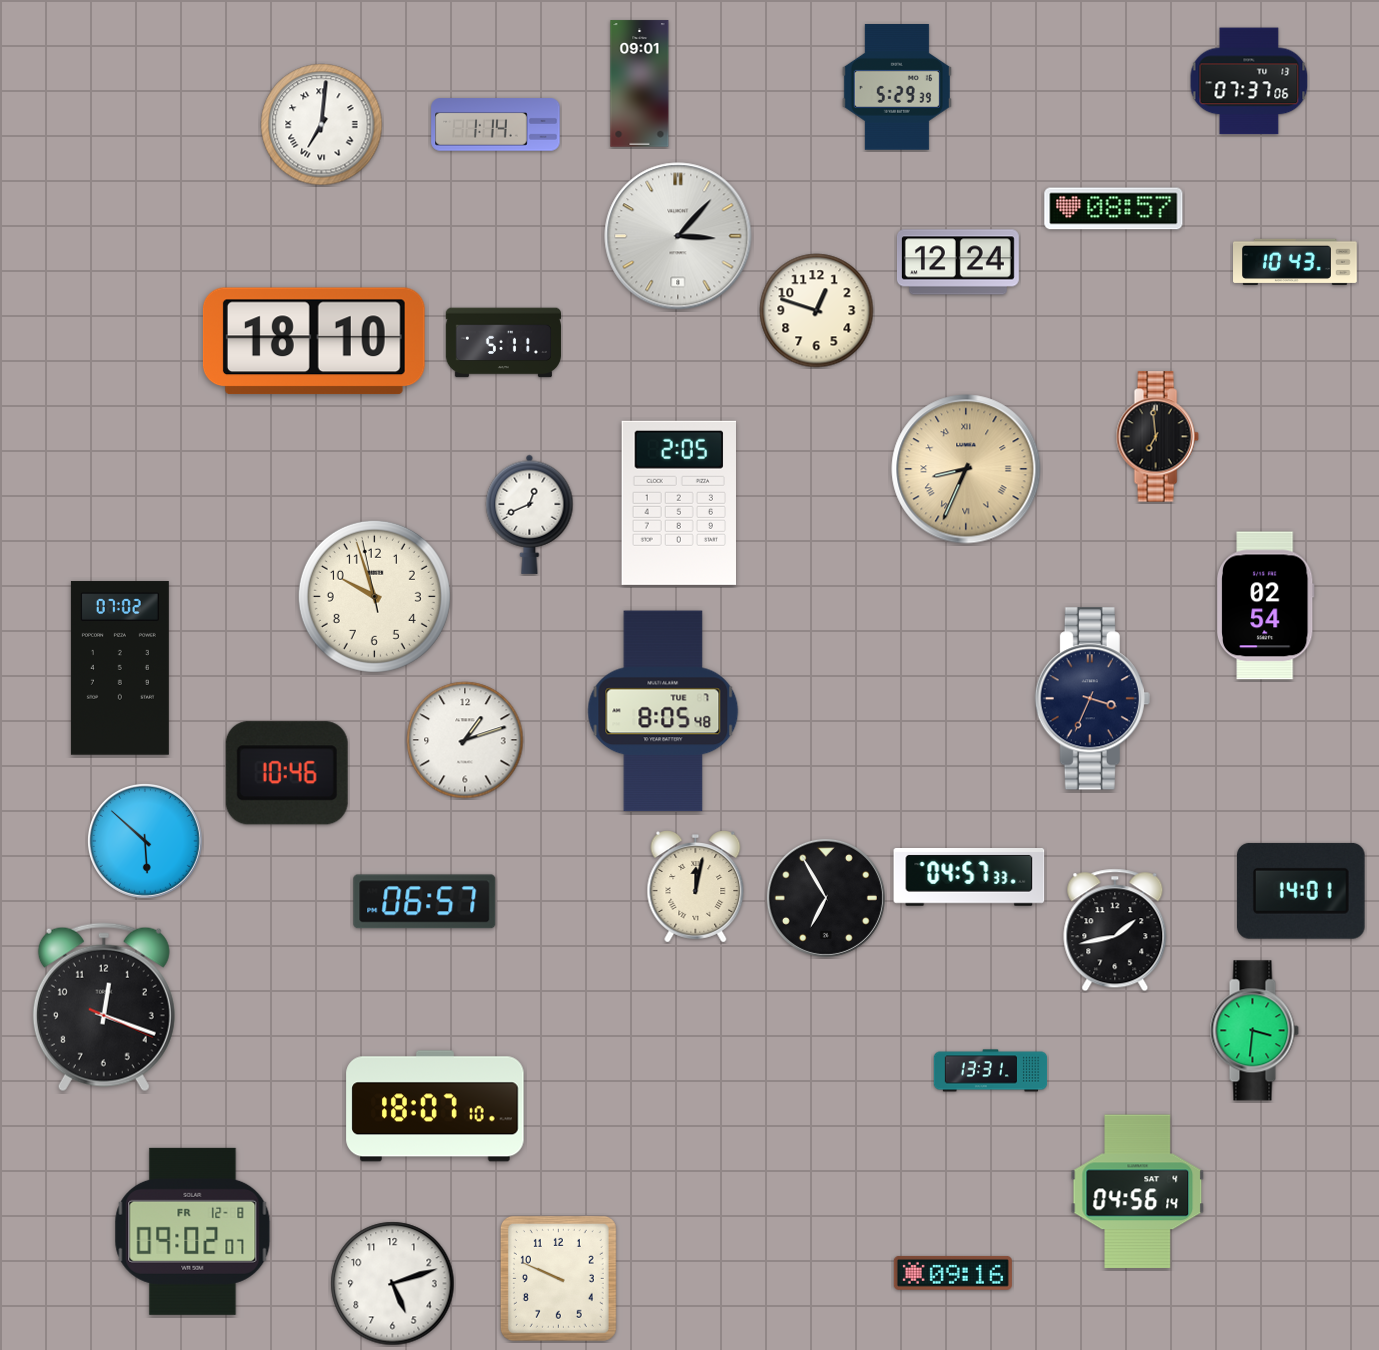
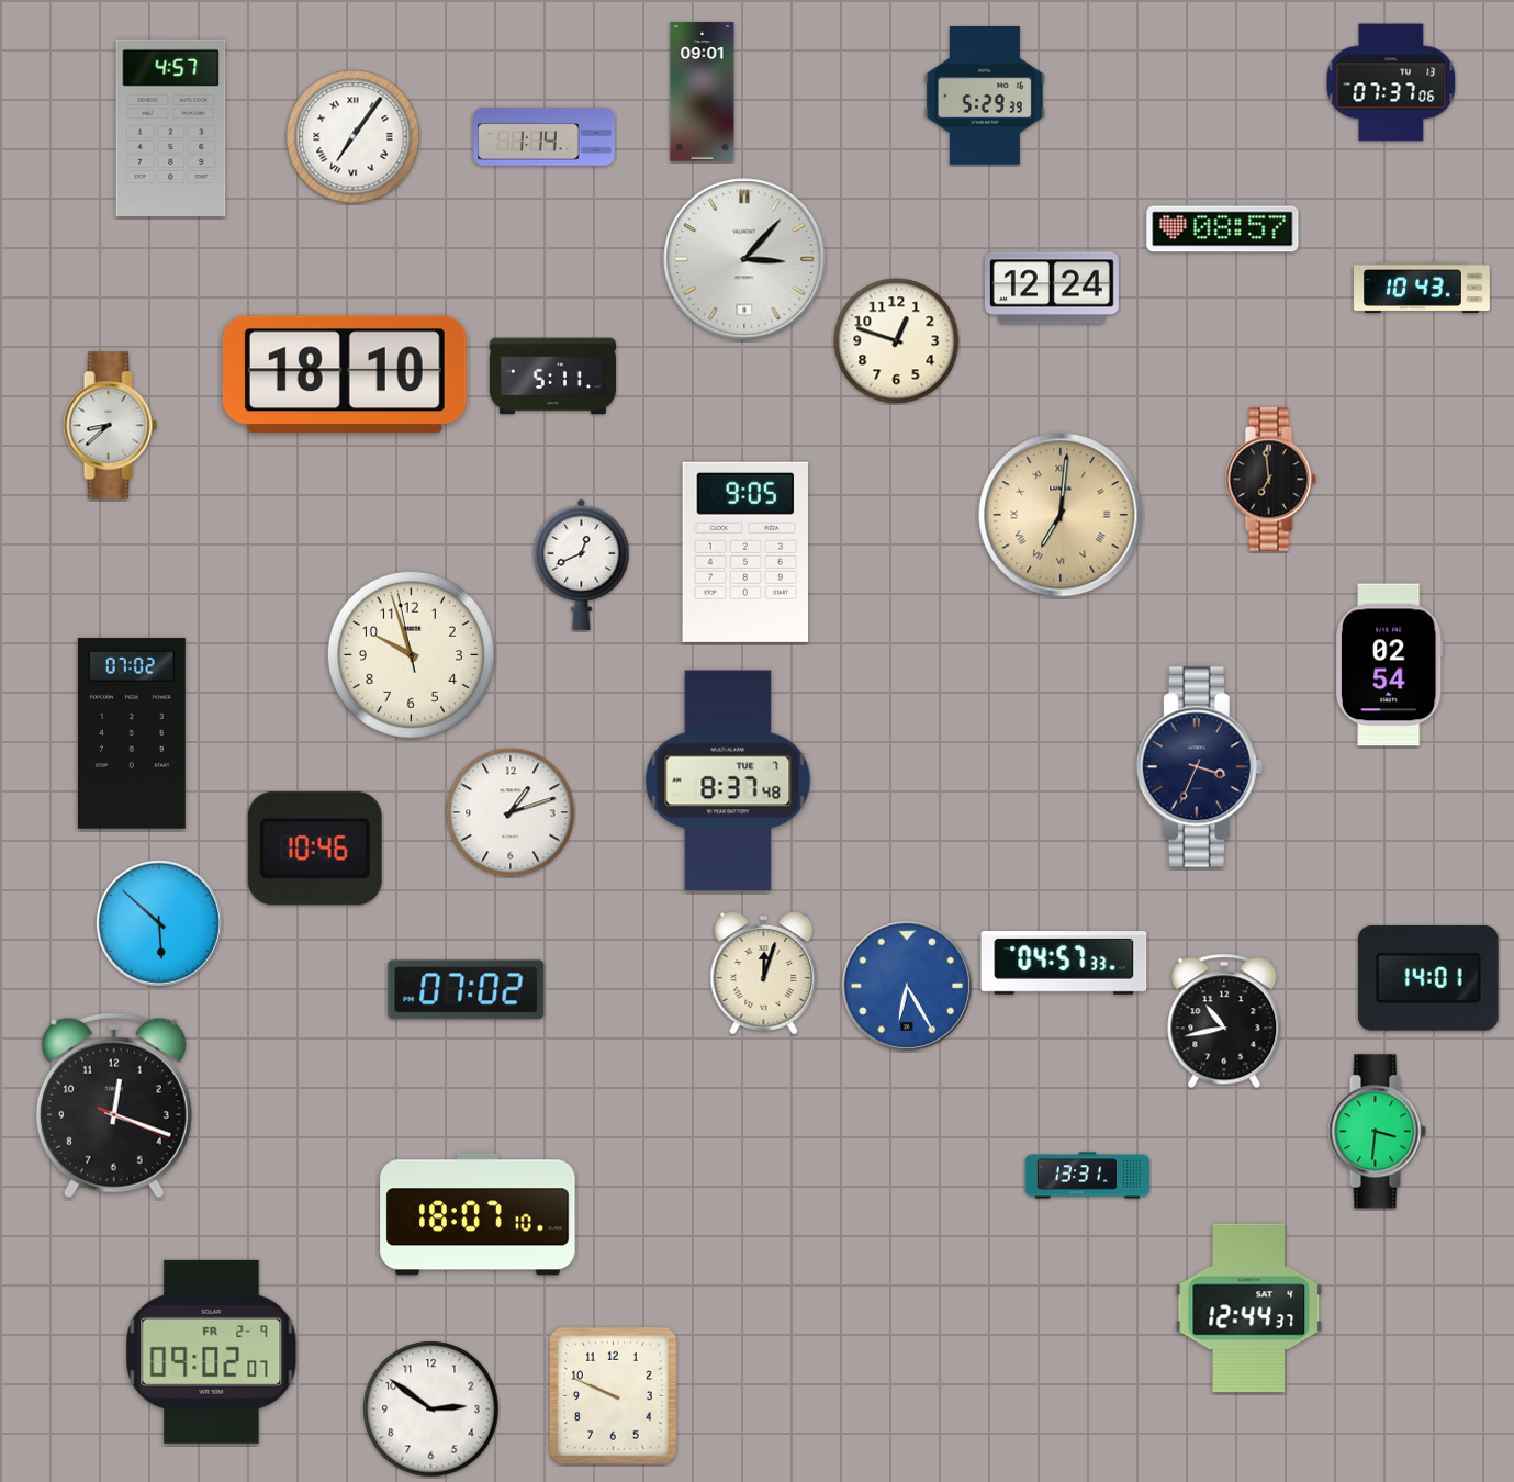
clock at (1249, 81) position: (1249, 81) -> (1391, 82)
clock at (171, 127): none -> 4:57
clock at (322, 125): 7:01 -> 7:06
clock at (110, 426): none -> 8:38
clock at (966, 469): 8:34 -> 7:01
clock at (678, 503): 2:05 -> 9:05
clock at (663, 711): 8:05 -> 8:37
clock at (696, 887): 12:02 -> 12:03
clock at (826, 898): 6:55 -> 6:25
clock at (826, 898) dial: black -> blue
clock at (425, 902): 06:57 -> 07:02
clock at (1115, 930): 1:43 -> 10:43
clock at (1138, 1192): 04:56 -> 12:44
clock at (193, 1231) date: FR 12-8 -> FR 2-9
clock at (953, 1273): 09:16 -> none
clock at (558, 1278) position: (558, 1278) -> (613, 1395)
clock at (393, 1284): 5:12 -> 2:51
